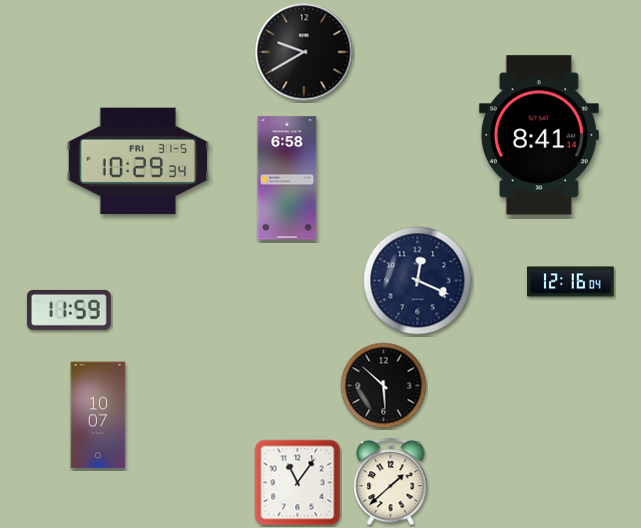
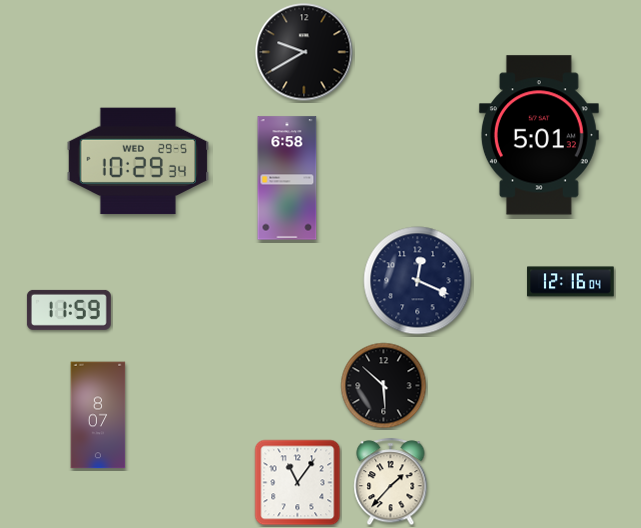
clock at (539, 135): 8:41 -> 5:01
clock at (138, 161) date: FRI 31-5 -> WED 29-5
clock at (98, 415): 10:07 -> 8:07
clock at (391, 482): 1:38 -> 1:37
